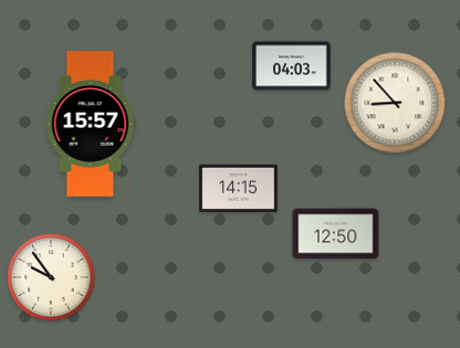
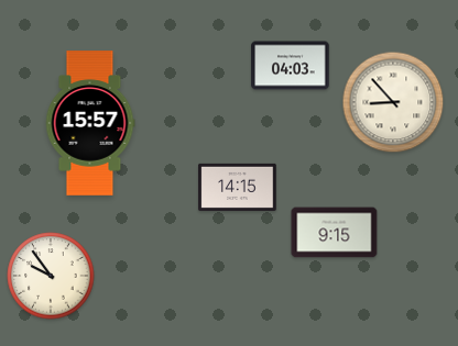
clock at (336, 234): 12:50 -> 9:15
